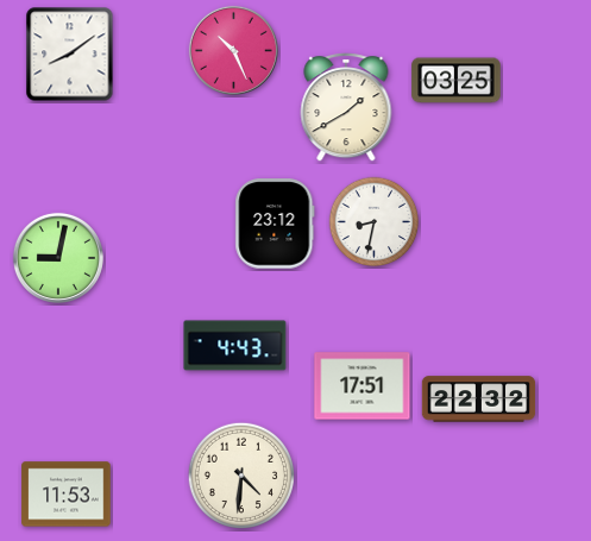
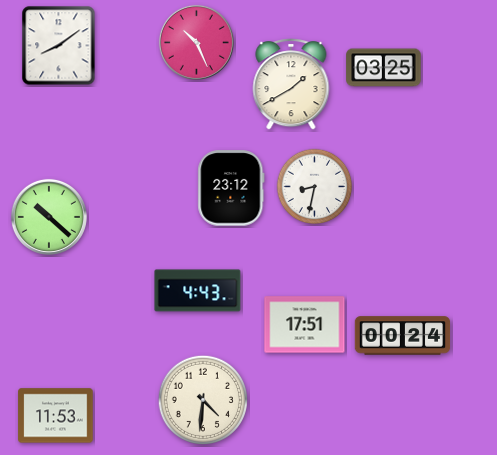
clock at (346, 108) position: (346, 108) -> (291, 85)
clock at (58, 258): 9:02 -> 10:22
clock at (479, 400): 22:32 -> 00:24
